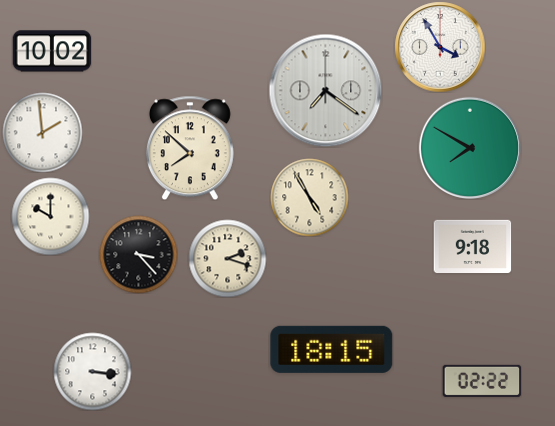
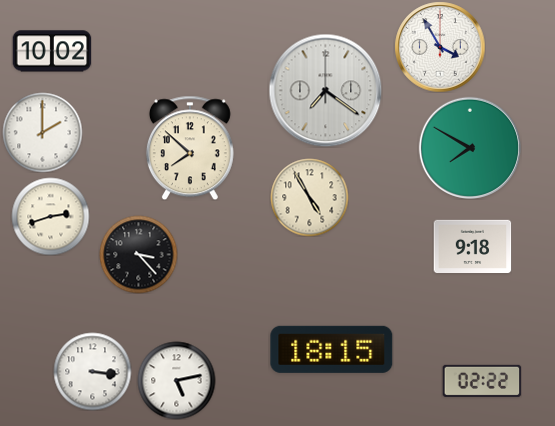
clock at (42, 132): 1:59 -> 2:00
clock at (50, 216): 10:00 -> 2:42
clock at (227, 258): 2:18 -> none
clock at (176, 380): none -> 5:13
